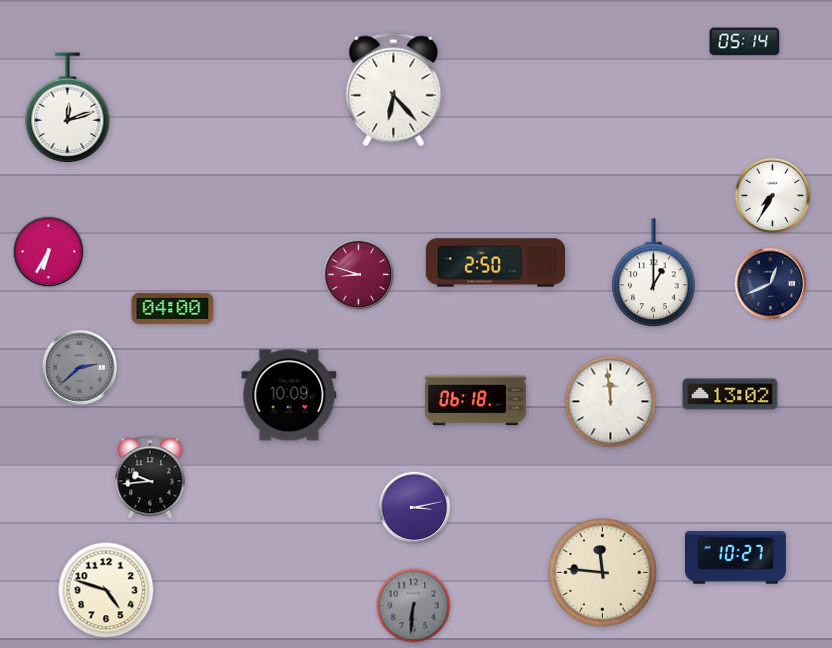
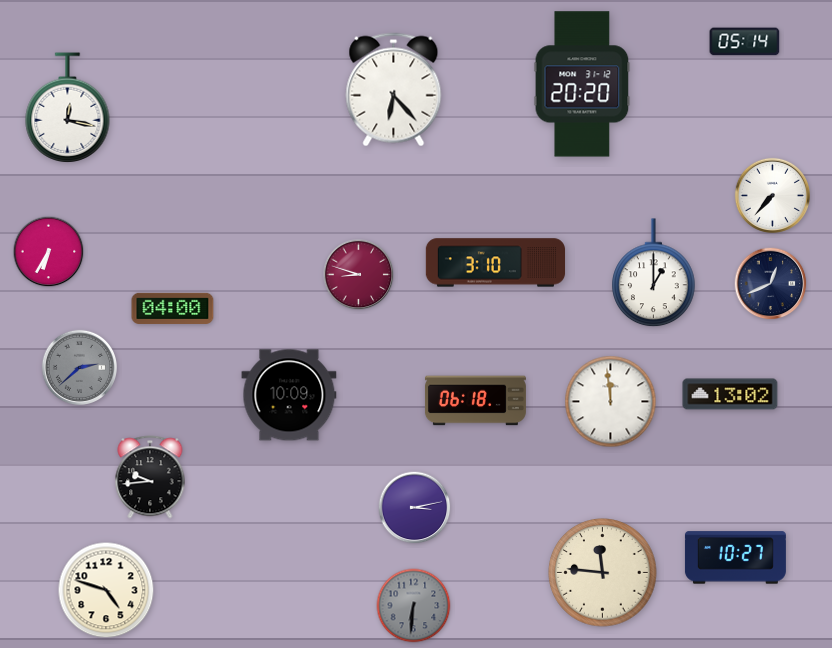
clock at (582, 84): none -> 20:20
clock at (68, 107): 12:12 -> 12:17
clock at (772, 195): 7:35 -> 7:37
clock at (496, 263): 2:50 -> 3:10
